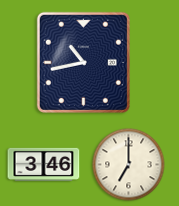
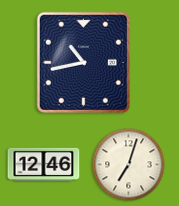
clock at (44, 164): 3:46 -> 12:46
clock at (129, 165): 7:00 -> 7:03
